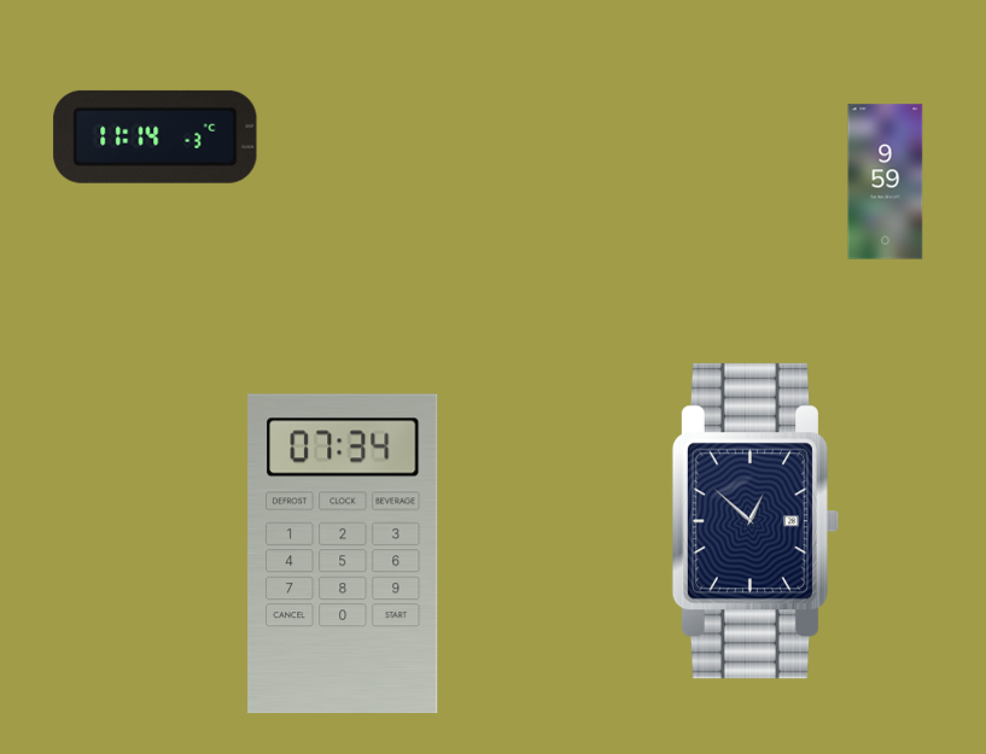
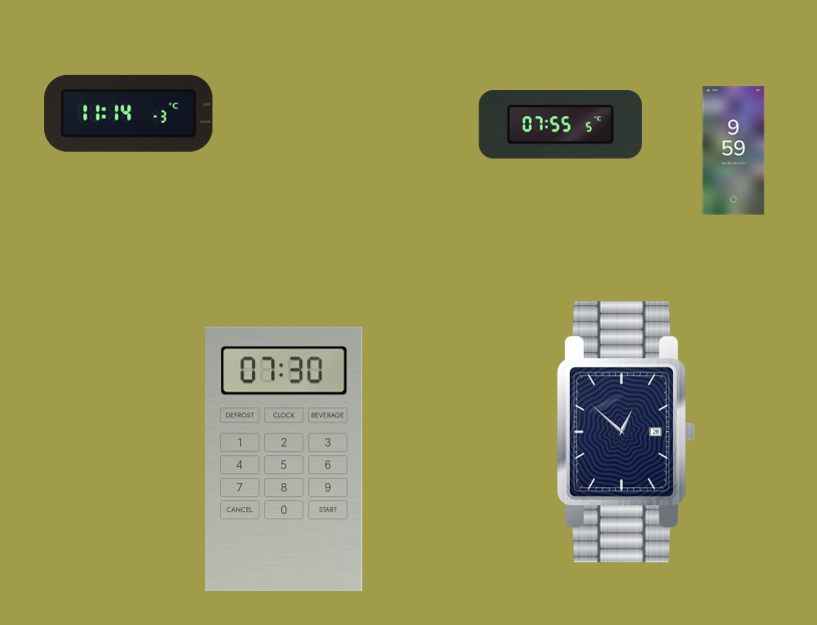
clock at (560, 125): none -> 07:55
clock at (343, 554): 07:34 -> 07:30
